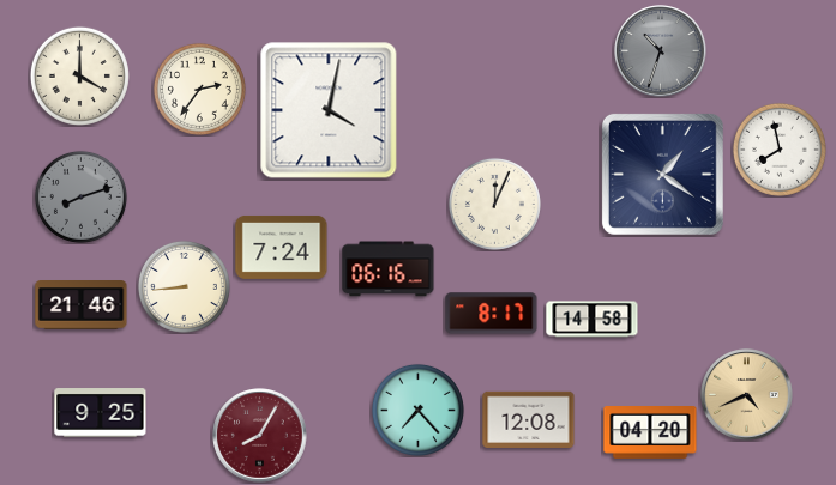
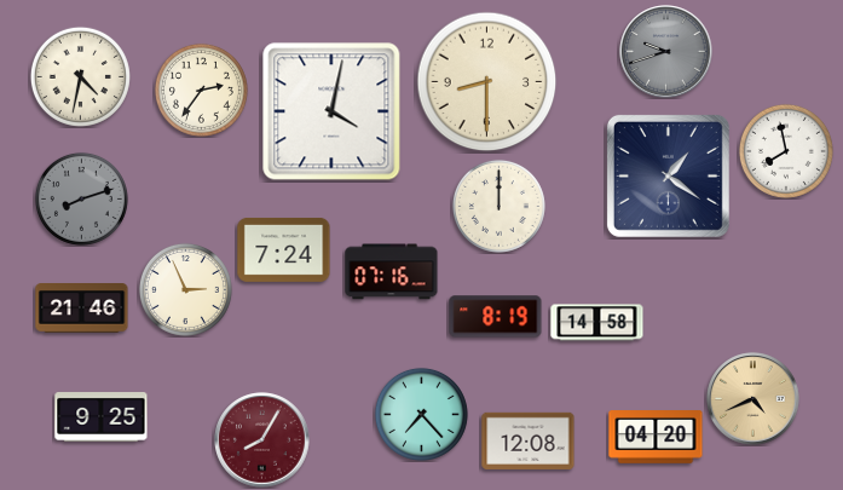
clock at (661, 51): 10:33 -> 9:42
clock at (79, 75): 4:00 -> 4:32
clock at (487, 82): none -> 8:30
clock at (494, 204): 12:04 -> 12:00
clock at (389, 269): 06:16 -> 07:16
clock at (184, 286): 8:44 -> 2:56
clock at (492, 314): 8:17 -> 8:19
clock at (529, 419) position: (529, 419) -> (529, 440)
